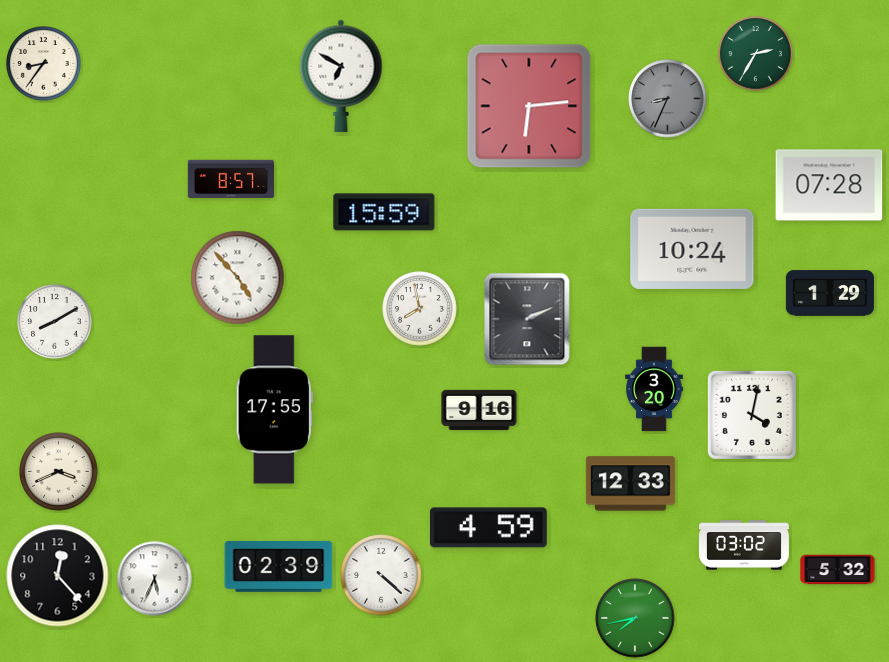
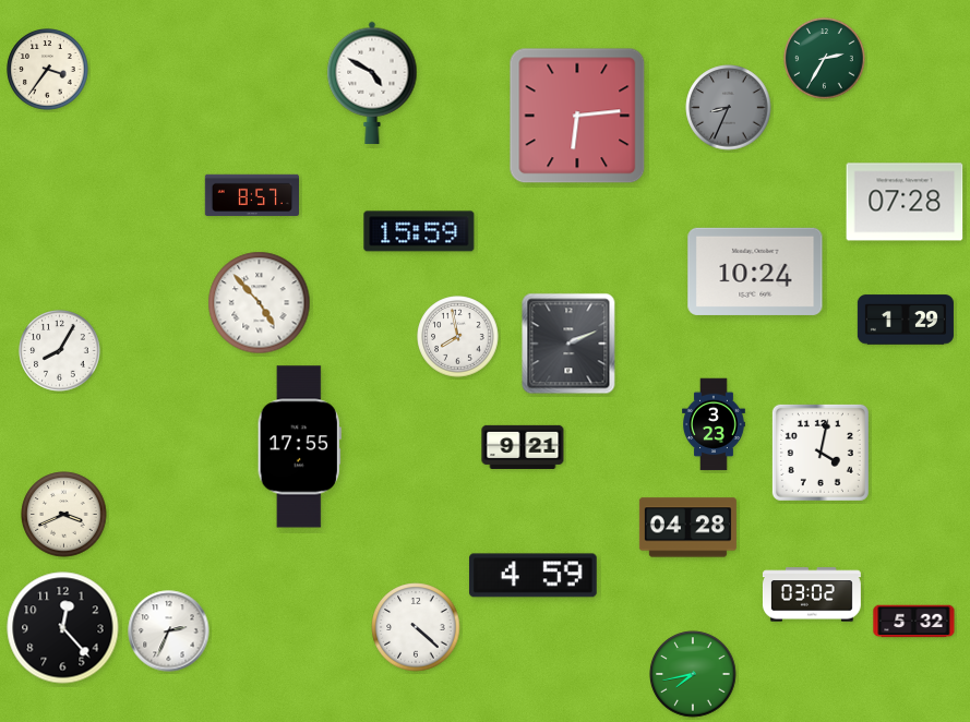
clock at (44, 64): 8:36 -> 3:36
clock at (341, 76): 6:50 -> 4:50
clock at (527, 319) position: (527, 319) -> (568, 344)
clock at (55, 322): 8:10 -> 8:05
clock at (655, 389): 3:20 -> 3:23
clock at (479, 410): 9:16 -> 9:21
clock at (630, 484): 12:33 -> 04:28
clock at (279, 566): 02:39 -> none
clock at (155, 579): 5:34 -> 2:34
